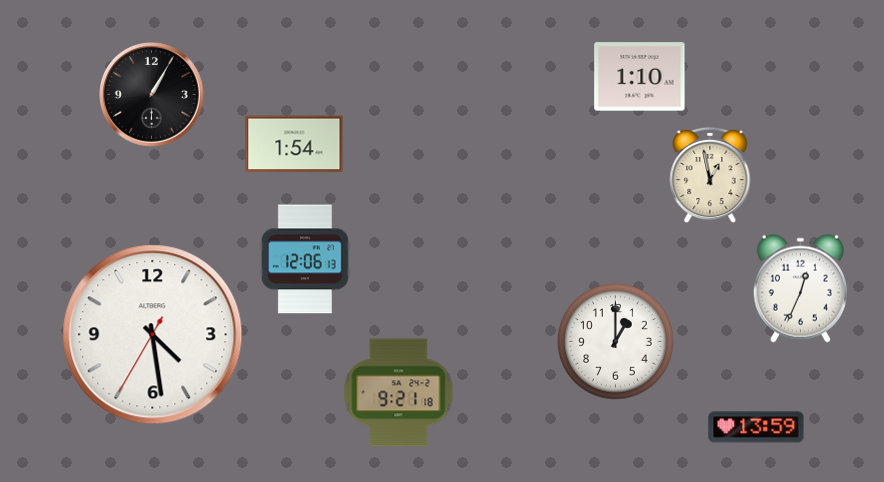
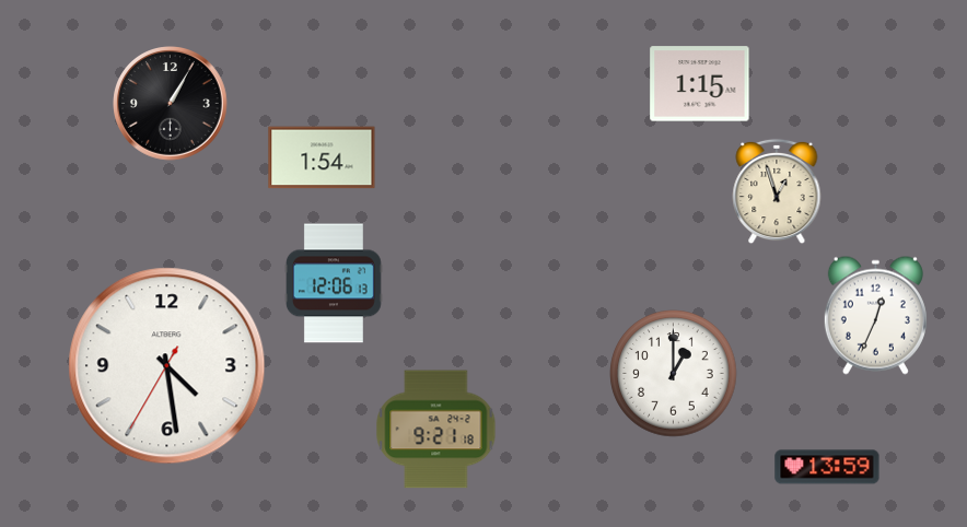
clock at (640, 77): 1:10 -> 1:15
clock at (152, 95) position: (152, 95) -> (171, 104)
clock at (710, 175): 12:58 -> 12:57
